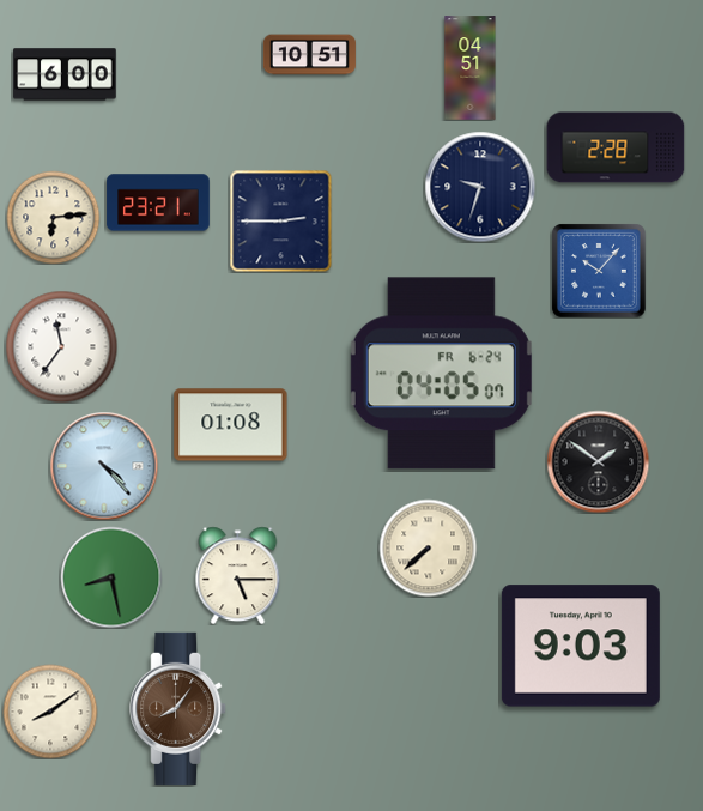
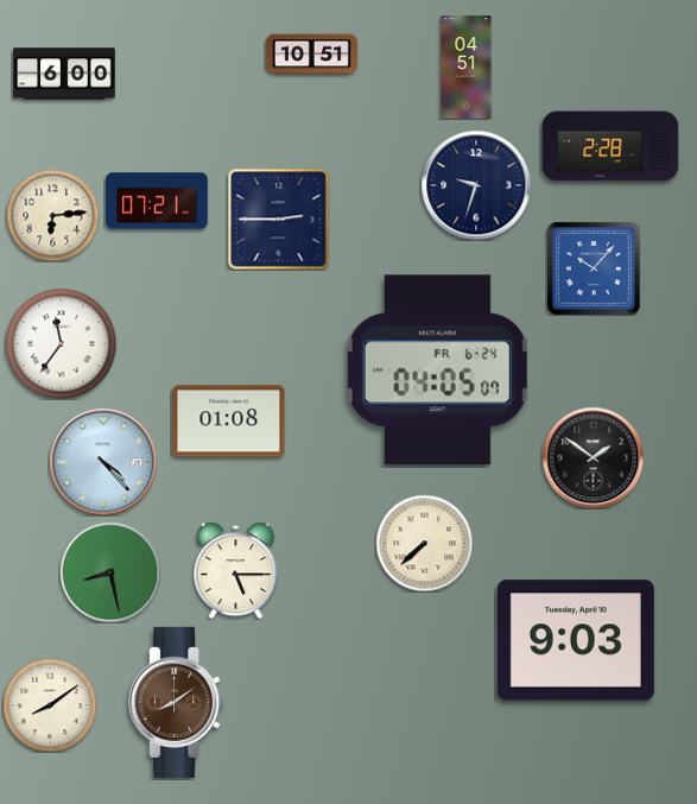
clock at (309, 55) position: (309, 55) -> (311, 55)
clock at (158, 202): 23:21 -> 07:21
clock at (178, 708): 8:06 -> 8:09
